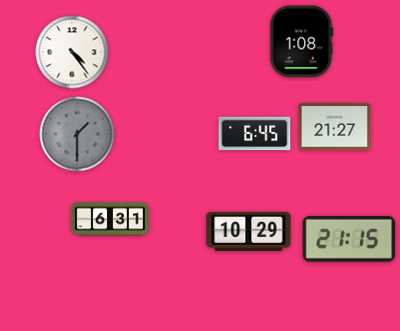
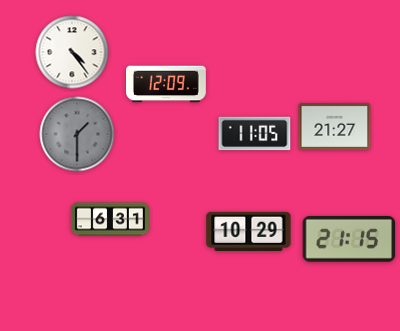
clock at (302, 42): 1:08 -> none
clock at (167, 84): none -> 12:09
clock at (255, 134): 6:45 -> 11:05
